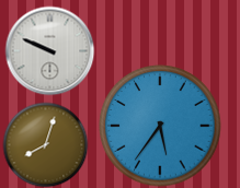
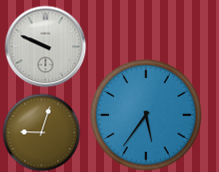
clock at (45, 144): 8:03 -> 9:03
